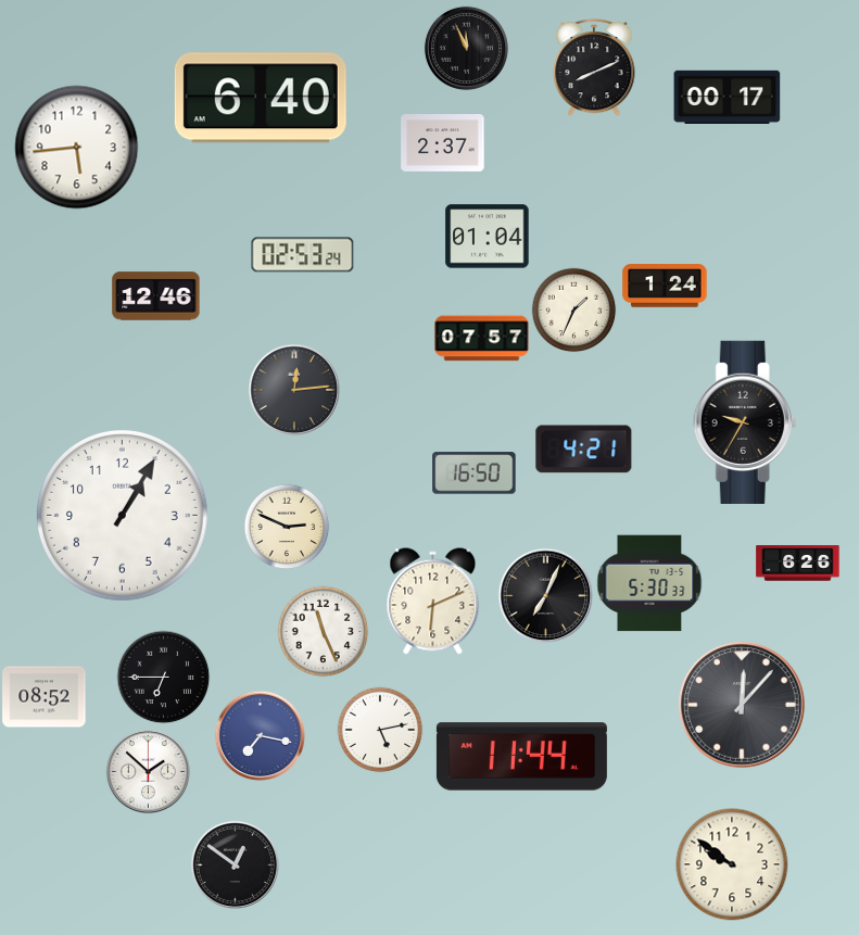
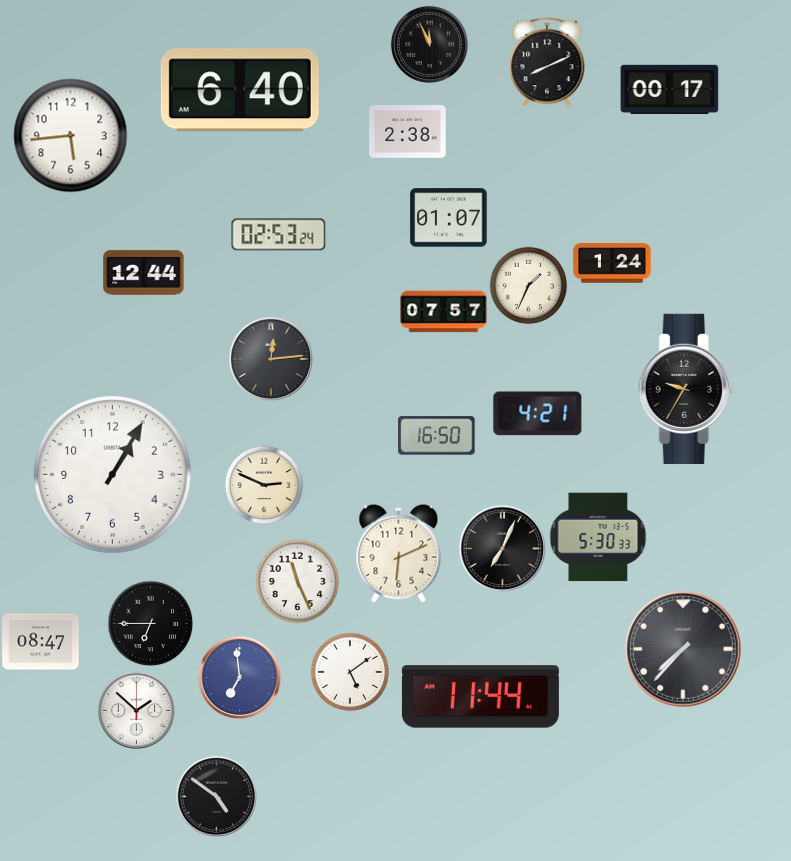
clock at (443, 143): 2:37 -> 2:38
clock at (488, 237): 01:04 -> 01:07
clock at (156, 296): 12:46 -> 12:44
clock at (798, 564): 6:26 -> none
clock at (45, 697): 08:52 -> 08:47
clock at (742, 705): 12:07 -> 7:37
clock at (380, 730): 5:13 -> 5:09
clock at (260, 735): 7:17 -> 6:59
clock at (235, 864): 12:51 -> 4:51
clock at (732, 864): 9:51 -> none
